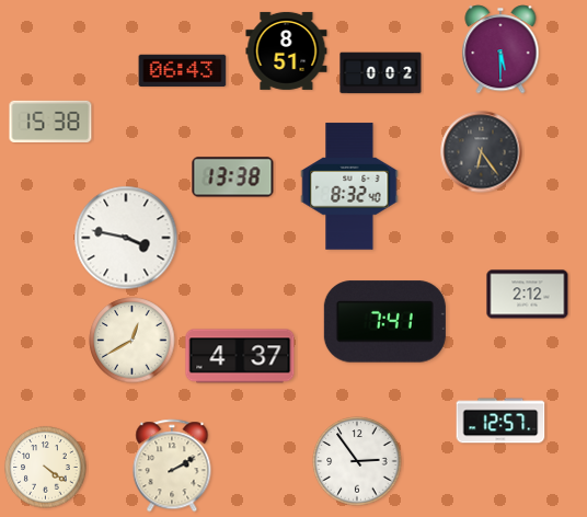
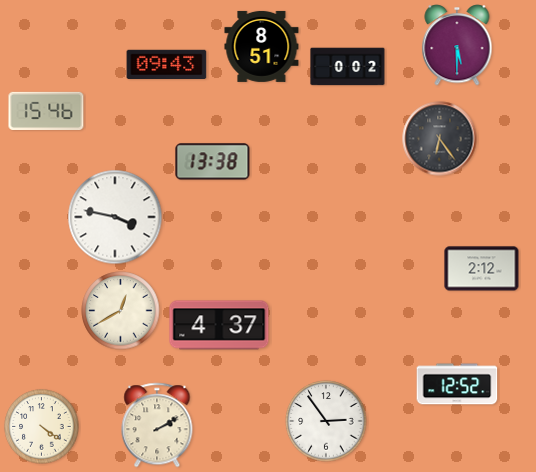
clock at (183, 71): 06:43 -> 09:43
clock at (50, 120): 15:38 -> 15:46
clock at (349, 186): 8:32 -> none
clock at (384, 322): 7:41 -> none
clock at (500, 421): 12:57 -> 12:52
